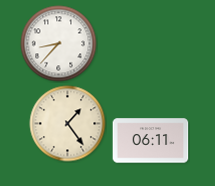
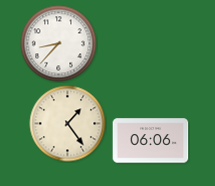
clock at (151, 141): 06:11 -> 06:06
